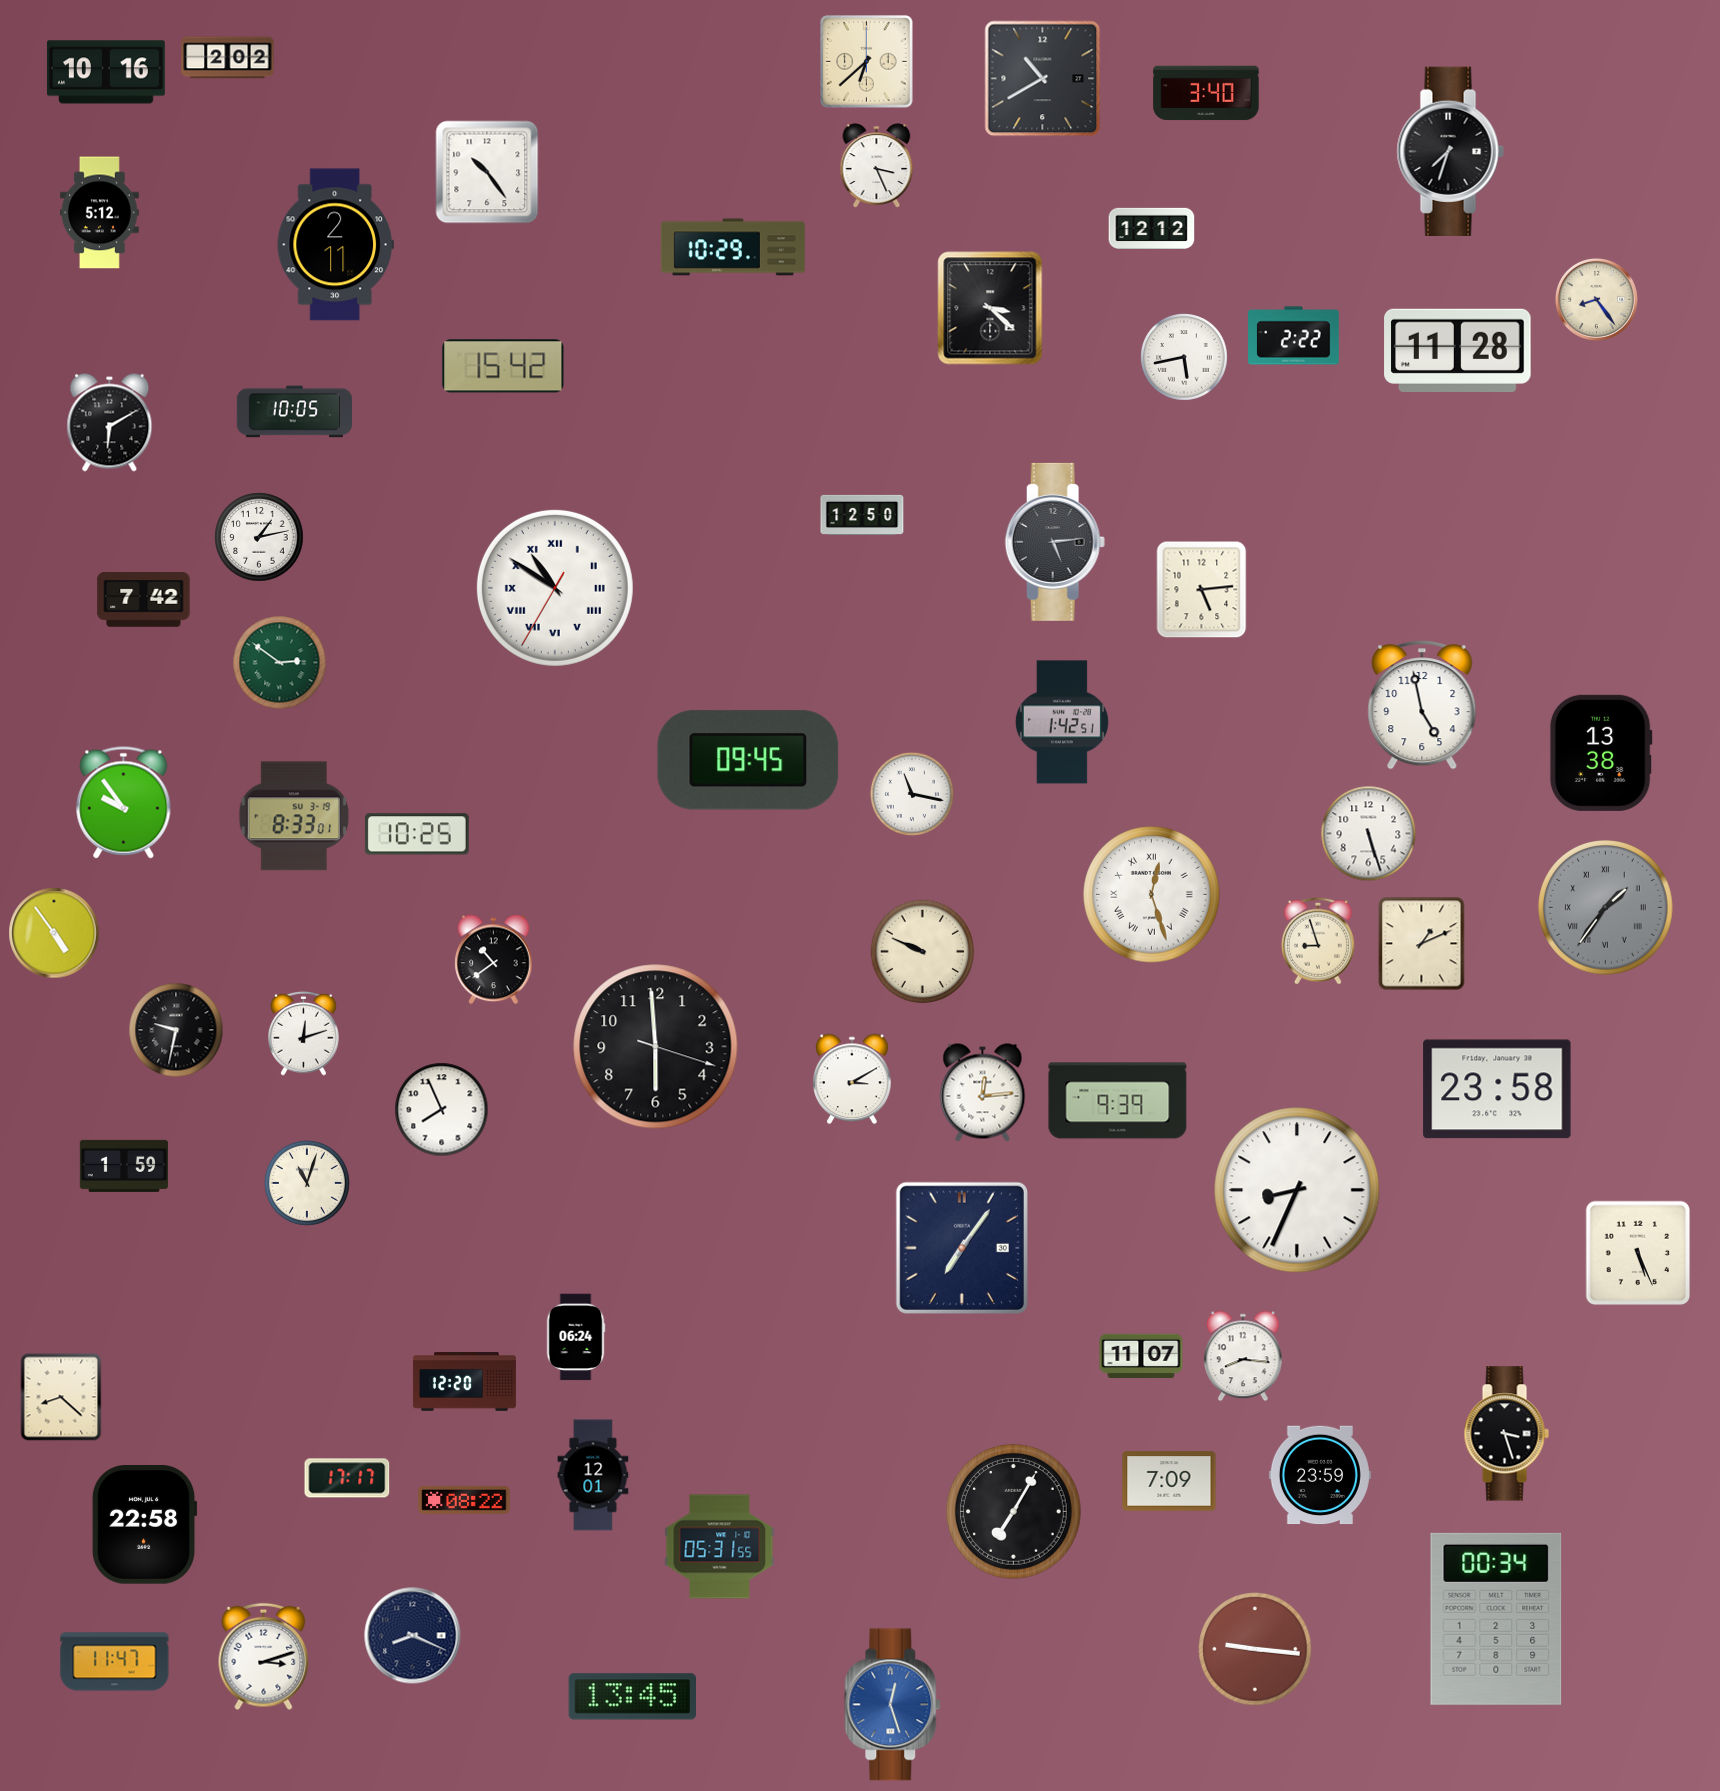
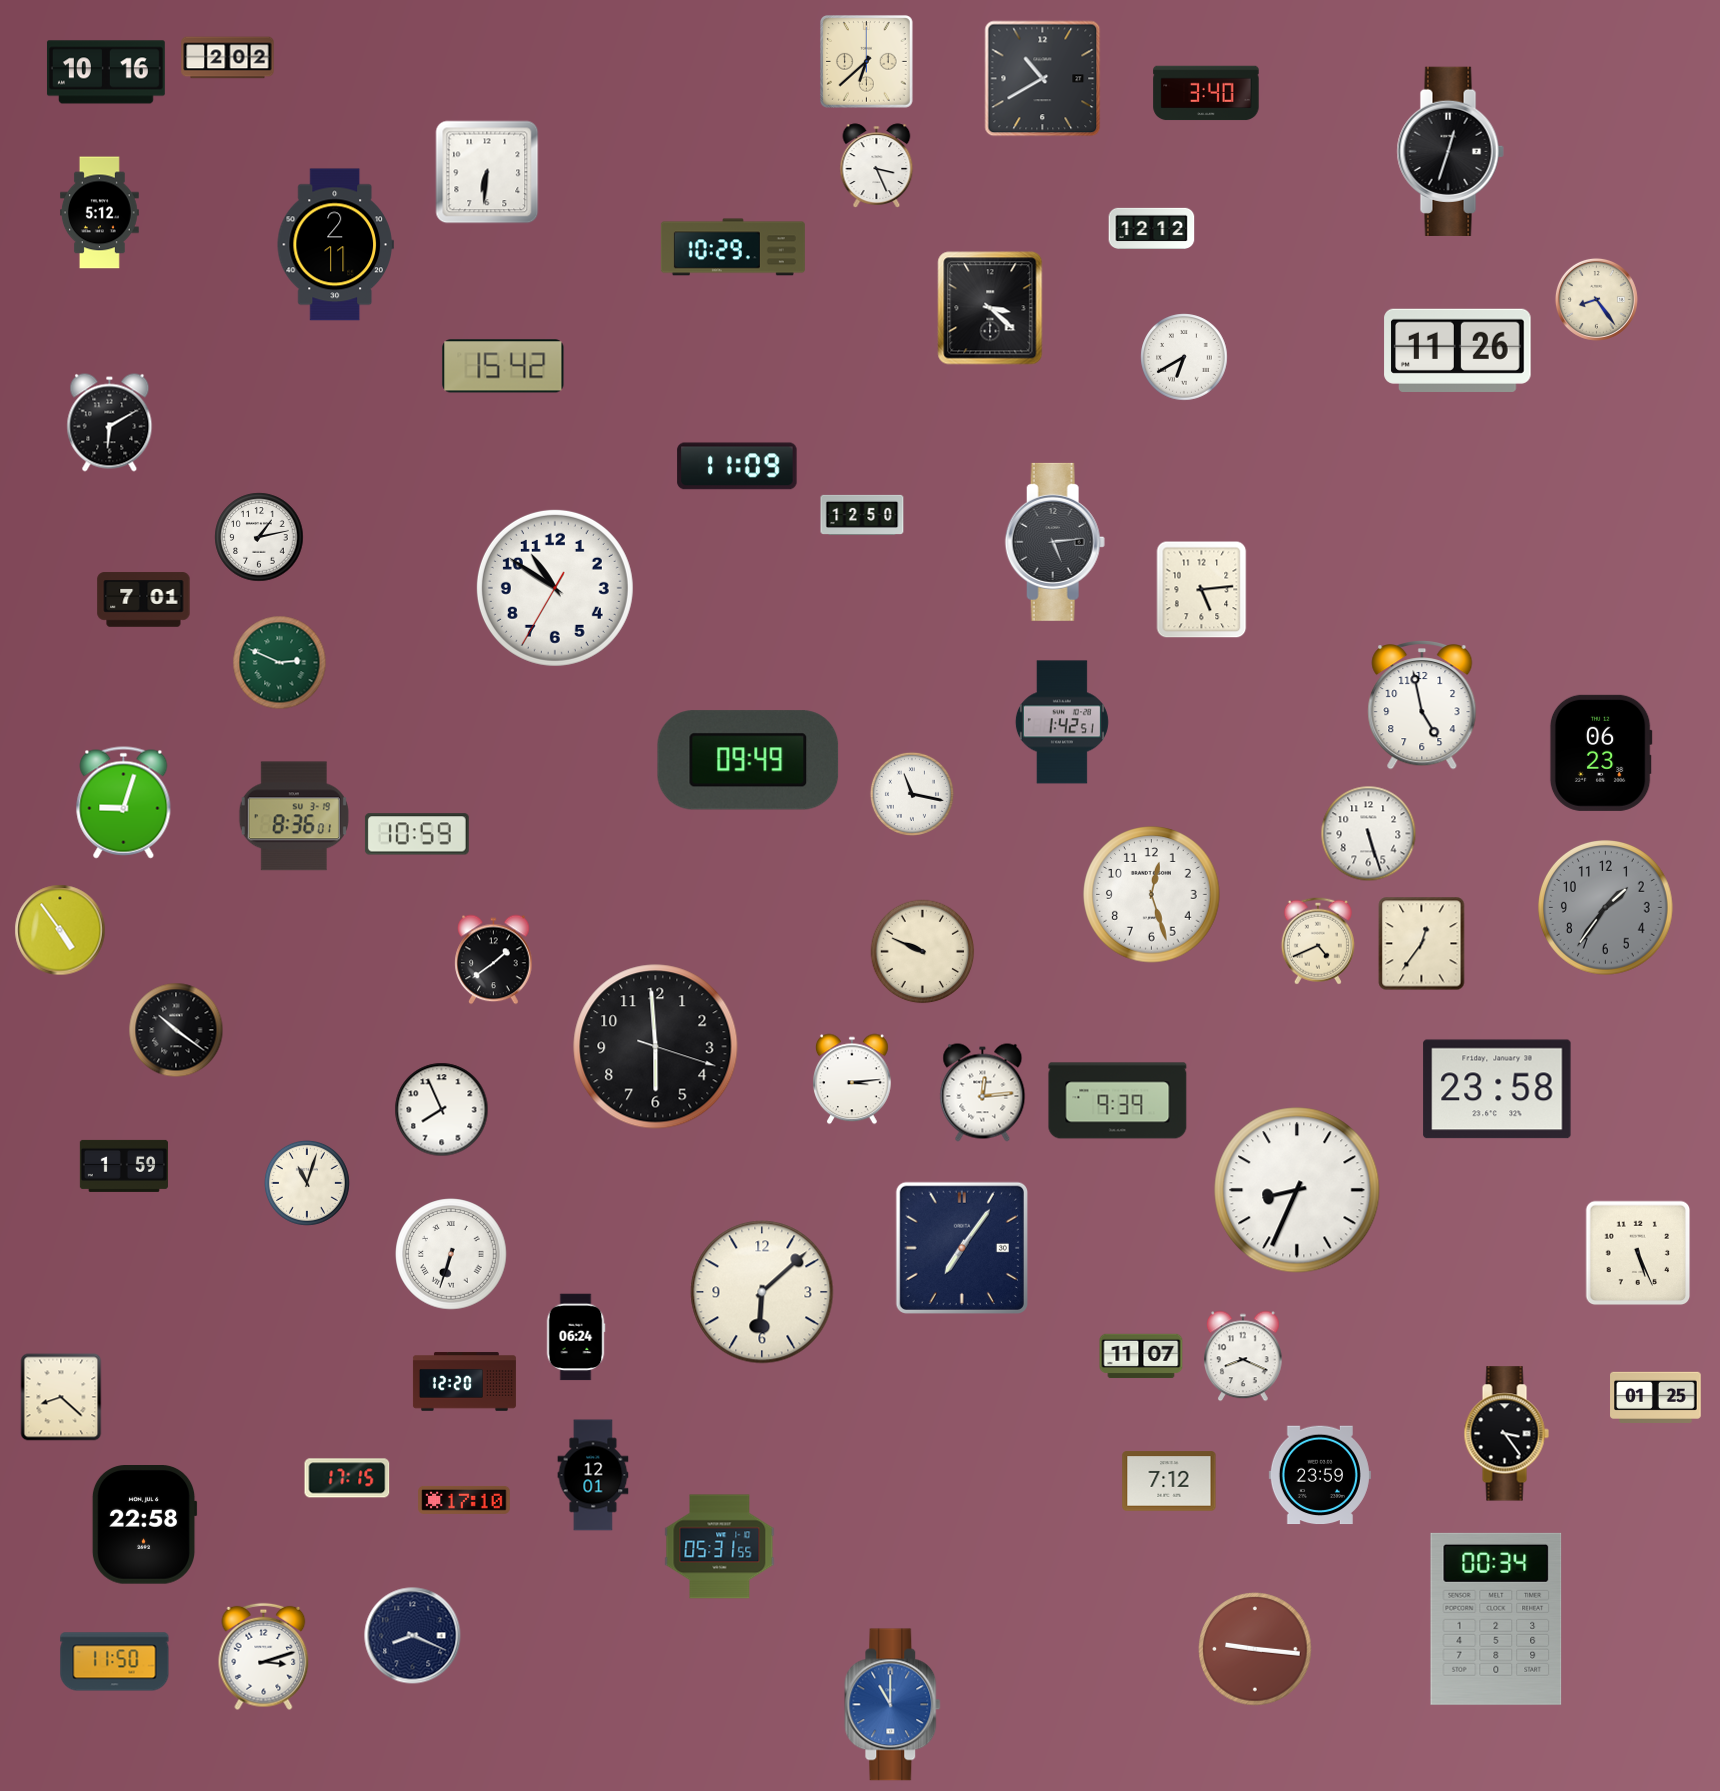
clock at (1450, 151): 7:33 -> 12:33
clock at (487, 172): 10:24 -> 6:31
clock at (1294, 336): 2:22 -> none
clock at (1458, 350): 11:28 -> 11:26
clock at (1184, 357): 5:43 -> 6:40
clock at (294, 412): 10:05 -> none
clock at (737, 466): none -> 11:09
clock at (555, 588) numerals: Roman -> Arabic
clock at (144, 600): 7:42 -> 7:01
clock at (280, 663): 2:51 -> 2:49
clock at (1601, 753): 13:38 -> 06:23
clock at (748, 760): 09:45 -> 09:49
clock at (124, 803): 9:54 -> 9:03
clock at (294, 816): 8:33 -> 8:36
clock at (417, 834): 10:25 -> 10:59
clock at (1152, 895) numerals: Roman -> Arabic
clock at (1606, 908) numerals: Roman -> Arabic
clock at (54, 933) position: (54, 933) -> (60, 930)
clock at (1318, 941): 8:57 -> 4:41
clock at (1422, 944): 1:11 -> 12:36
clock at (494, 960): 10:39 -> 1:39
clock at (176, 1030): 9:32 -> 10:21
clock at (304, 1033): 12:12 -> none
clock at (853, 1079): 3:10 -> 3:14
clock at (451, 1254): none -> 6:33
clock at (762, 1292): none -> 6:08
clock at (1244, 1356): 8:16 -> 8:19
clock at (1656, 1397): none -> 01:25
clock at (1506, 1434): 3:27 -> 3:24
clock at (347, 1478): 17:17 -> 17:15
clock at (1169, 1481): 7:09 -> 7:12
clock at (464, 1500): 08:22 -> 17:10
clock at (1014, 1512): 7:05 -> none
clock at (115, 1662): 11:47 -> 11:50
clock at (632, 1697): 13:45 -> none
clock at (893, 1705): 12:27 -> 11:00
